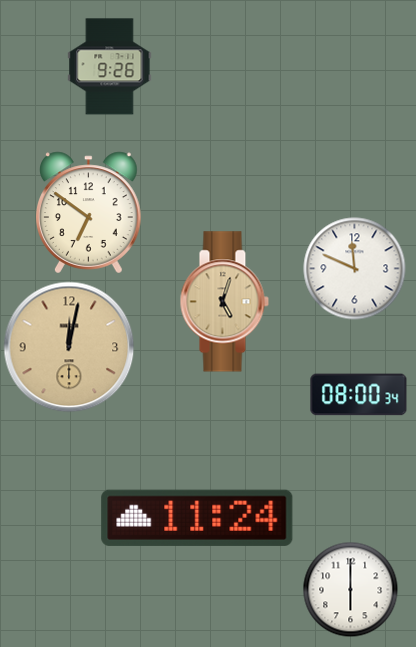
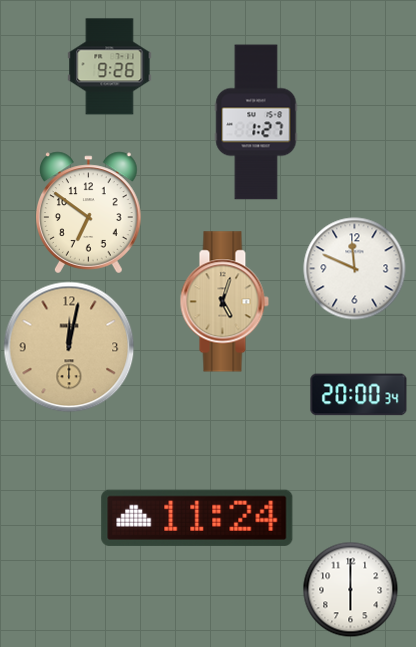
clock at (256, 122): none -> 1:27
clock at (359, 395): 08:00 -> 20:00
